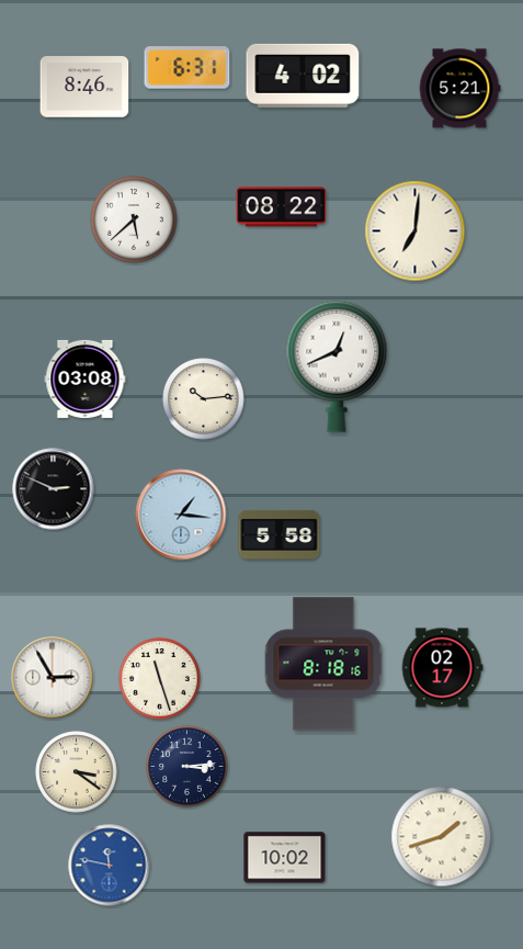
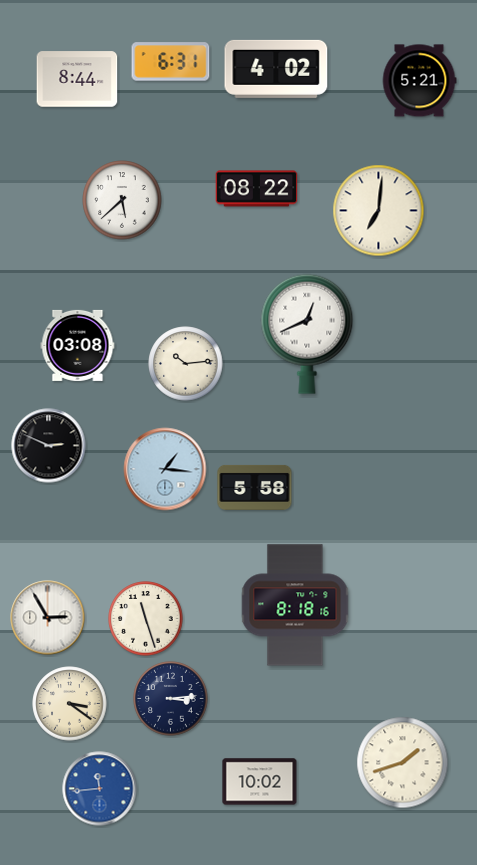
clock at (84, 87): 8:46 -> 8:44
clock at (442, 668): 02:17 -> none
clock at (110, 866): 11:47 -> 11:44
